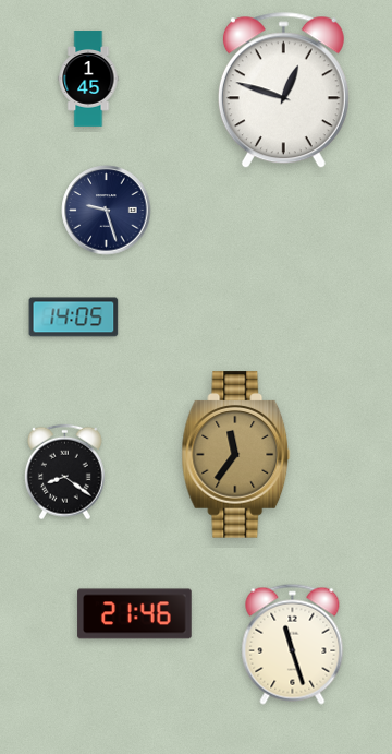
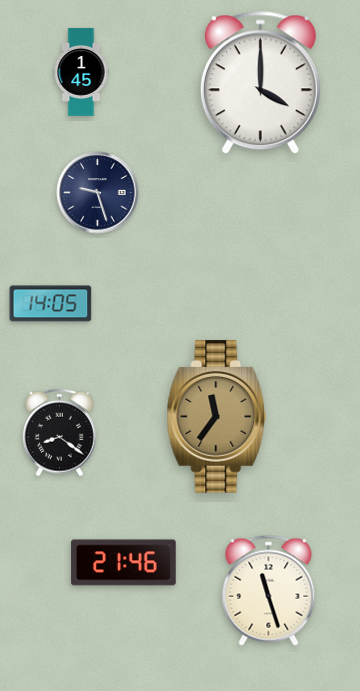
clock at (283, 91): 12:48 -> 4:00
clock at (74, 318) position: (74, 318) -> (51, 304)
